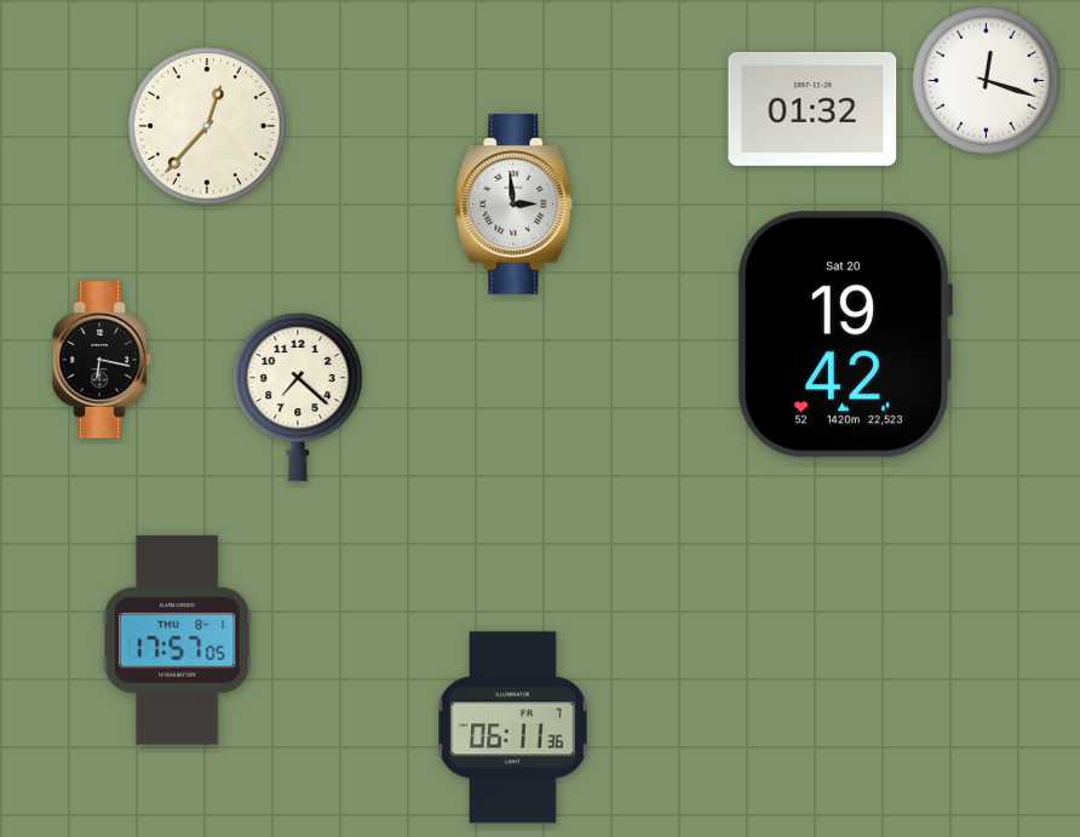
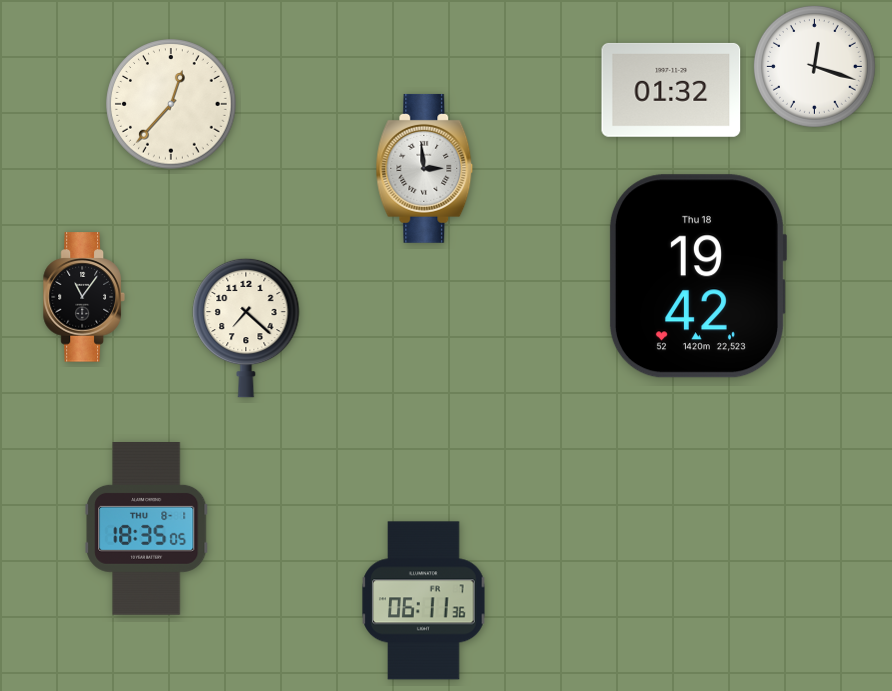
clock at (844, 334) date: Sat 20 -> Thu 18
clock at (102, 360): 6:17 -> 11:06
clock at (178, 641): 17:57 -> 18:35
